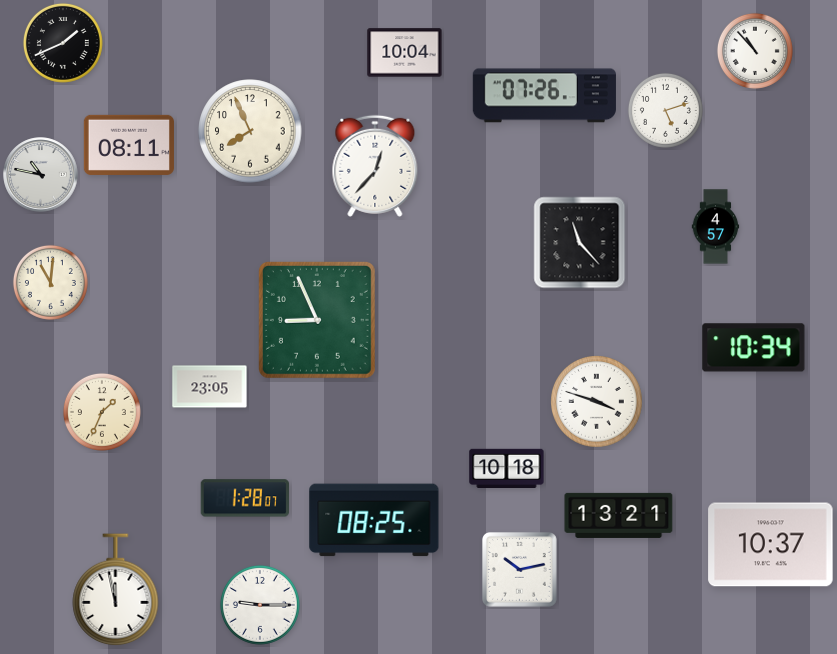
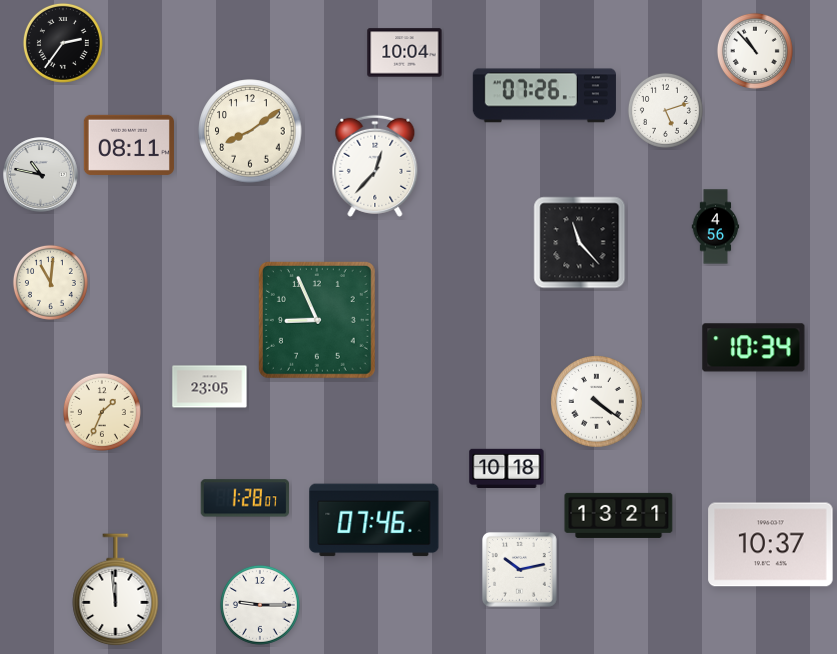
clock at (63, 43): 1:41 -> 2:36
clock at (250, 131): 7:56 -> 8:09
clock at (716, 227): 4:57 -> 4:56
clock at (597, 402): 3:48 -> 4:21
clock at (374, 520): 08:25 -> 07:46
clock at (116, 590): 11:58 -> 11:59
